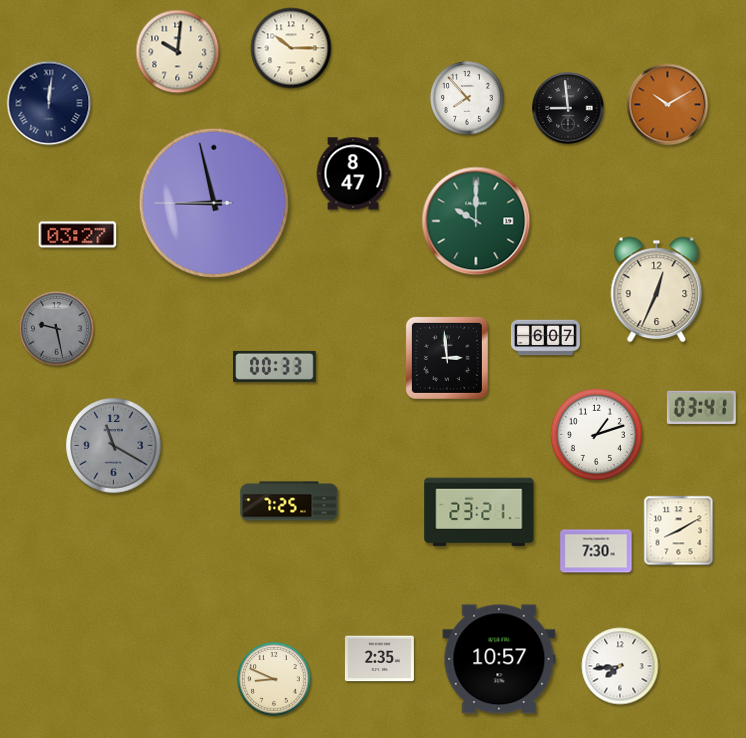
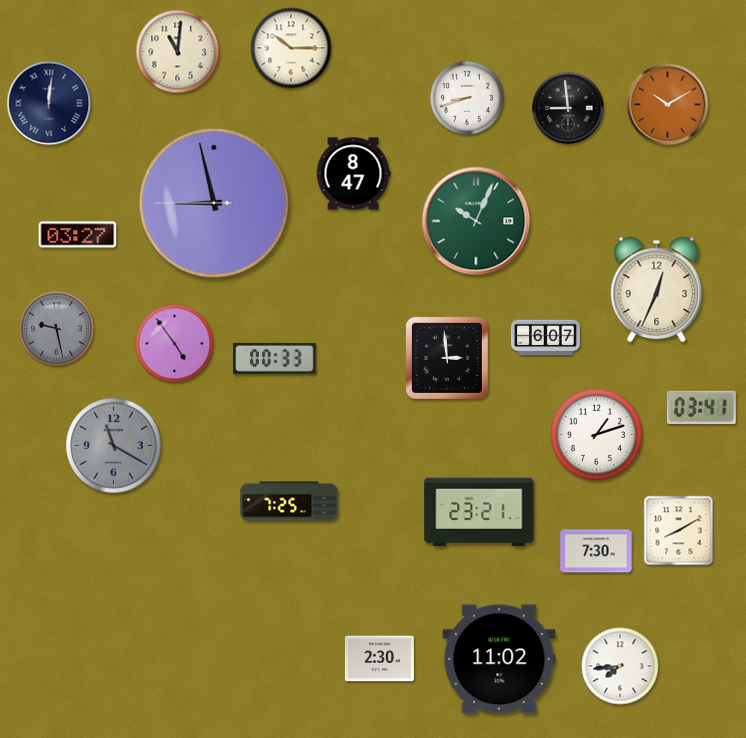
clock at (178, 52): 10:01 -> 11:01
clock at (467, 98): 7:53 -> 8:42
clock at (476, 221): 10:00 -> 10:04
clock at (175, 344): none -> 4:54
clock at (275, 366) position: (275, 366) -> (275, 358)
clock at (379, 659): 2:35 -> 2:30
clock at (499, 659): 10:57 -> 11:02
clock at (274, 679): 8:49 -> none
